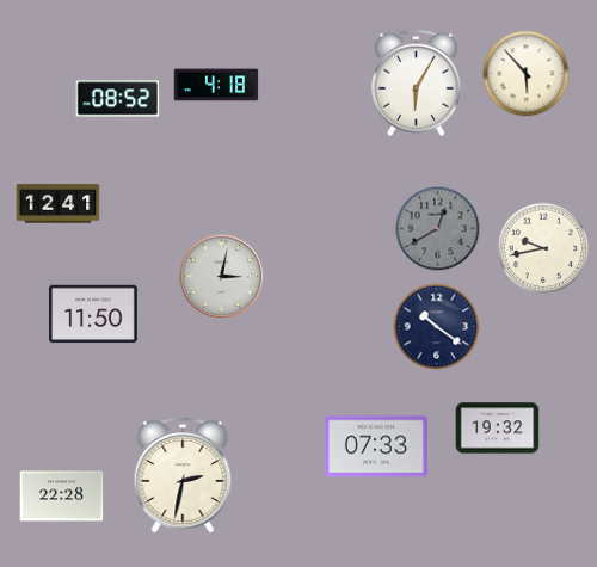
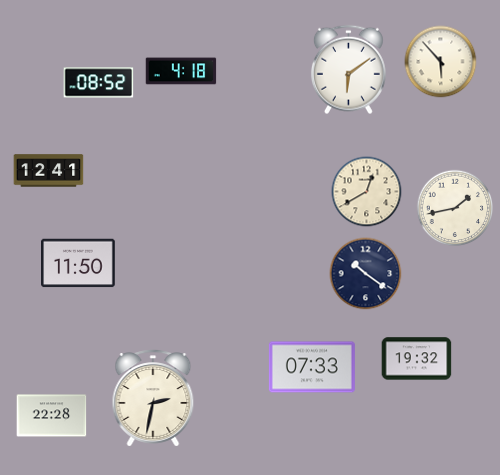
clock at (416, 84): 6:05 -> 6:09
clock at (438, 229) dial: grey -> cream
clock at (543, 248): 9:43 -> 1:43
clock at (222, 277): 3:02 -> none
clock at (376, 446) position: (376, 446) -> (312, 367)
